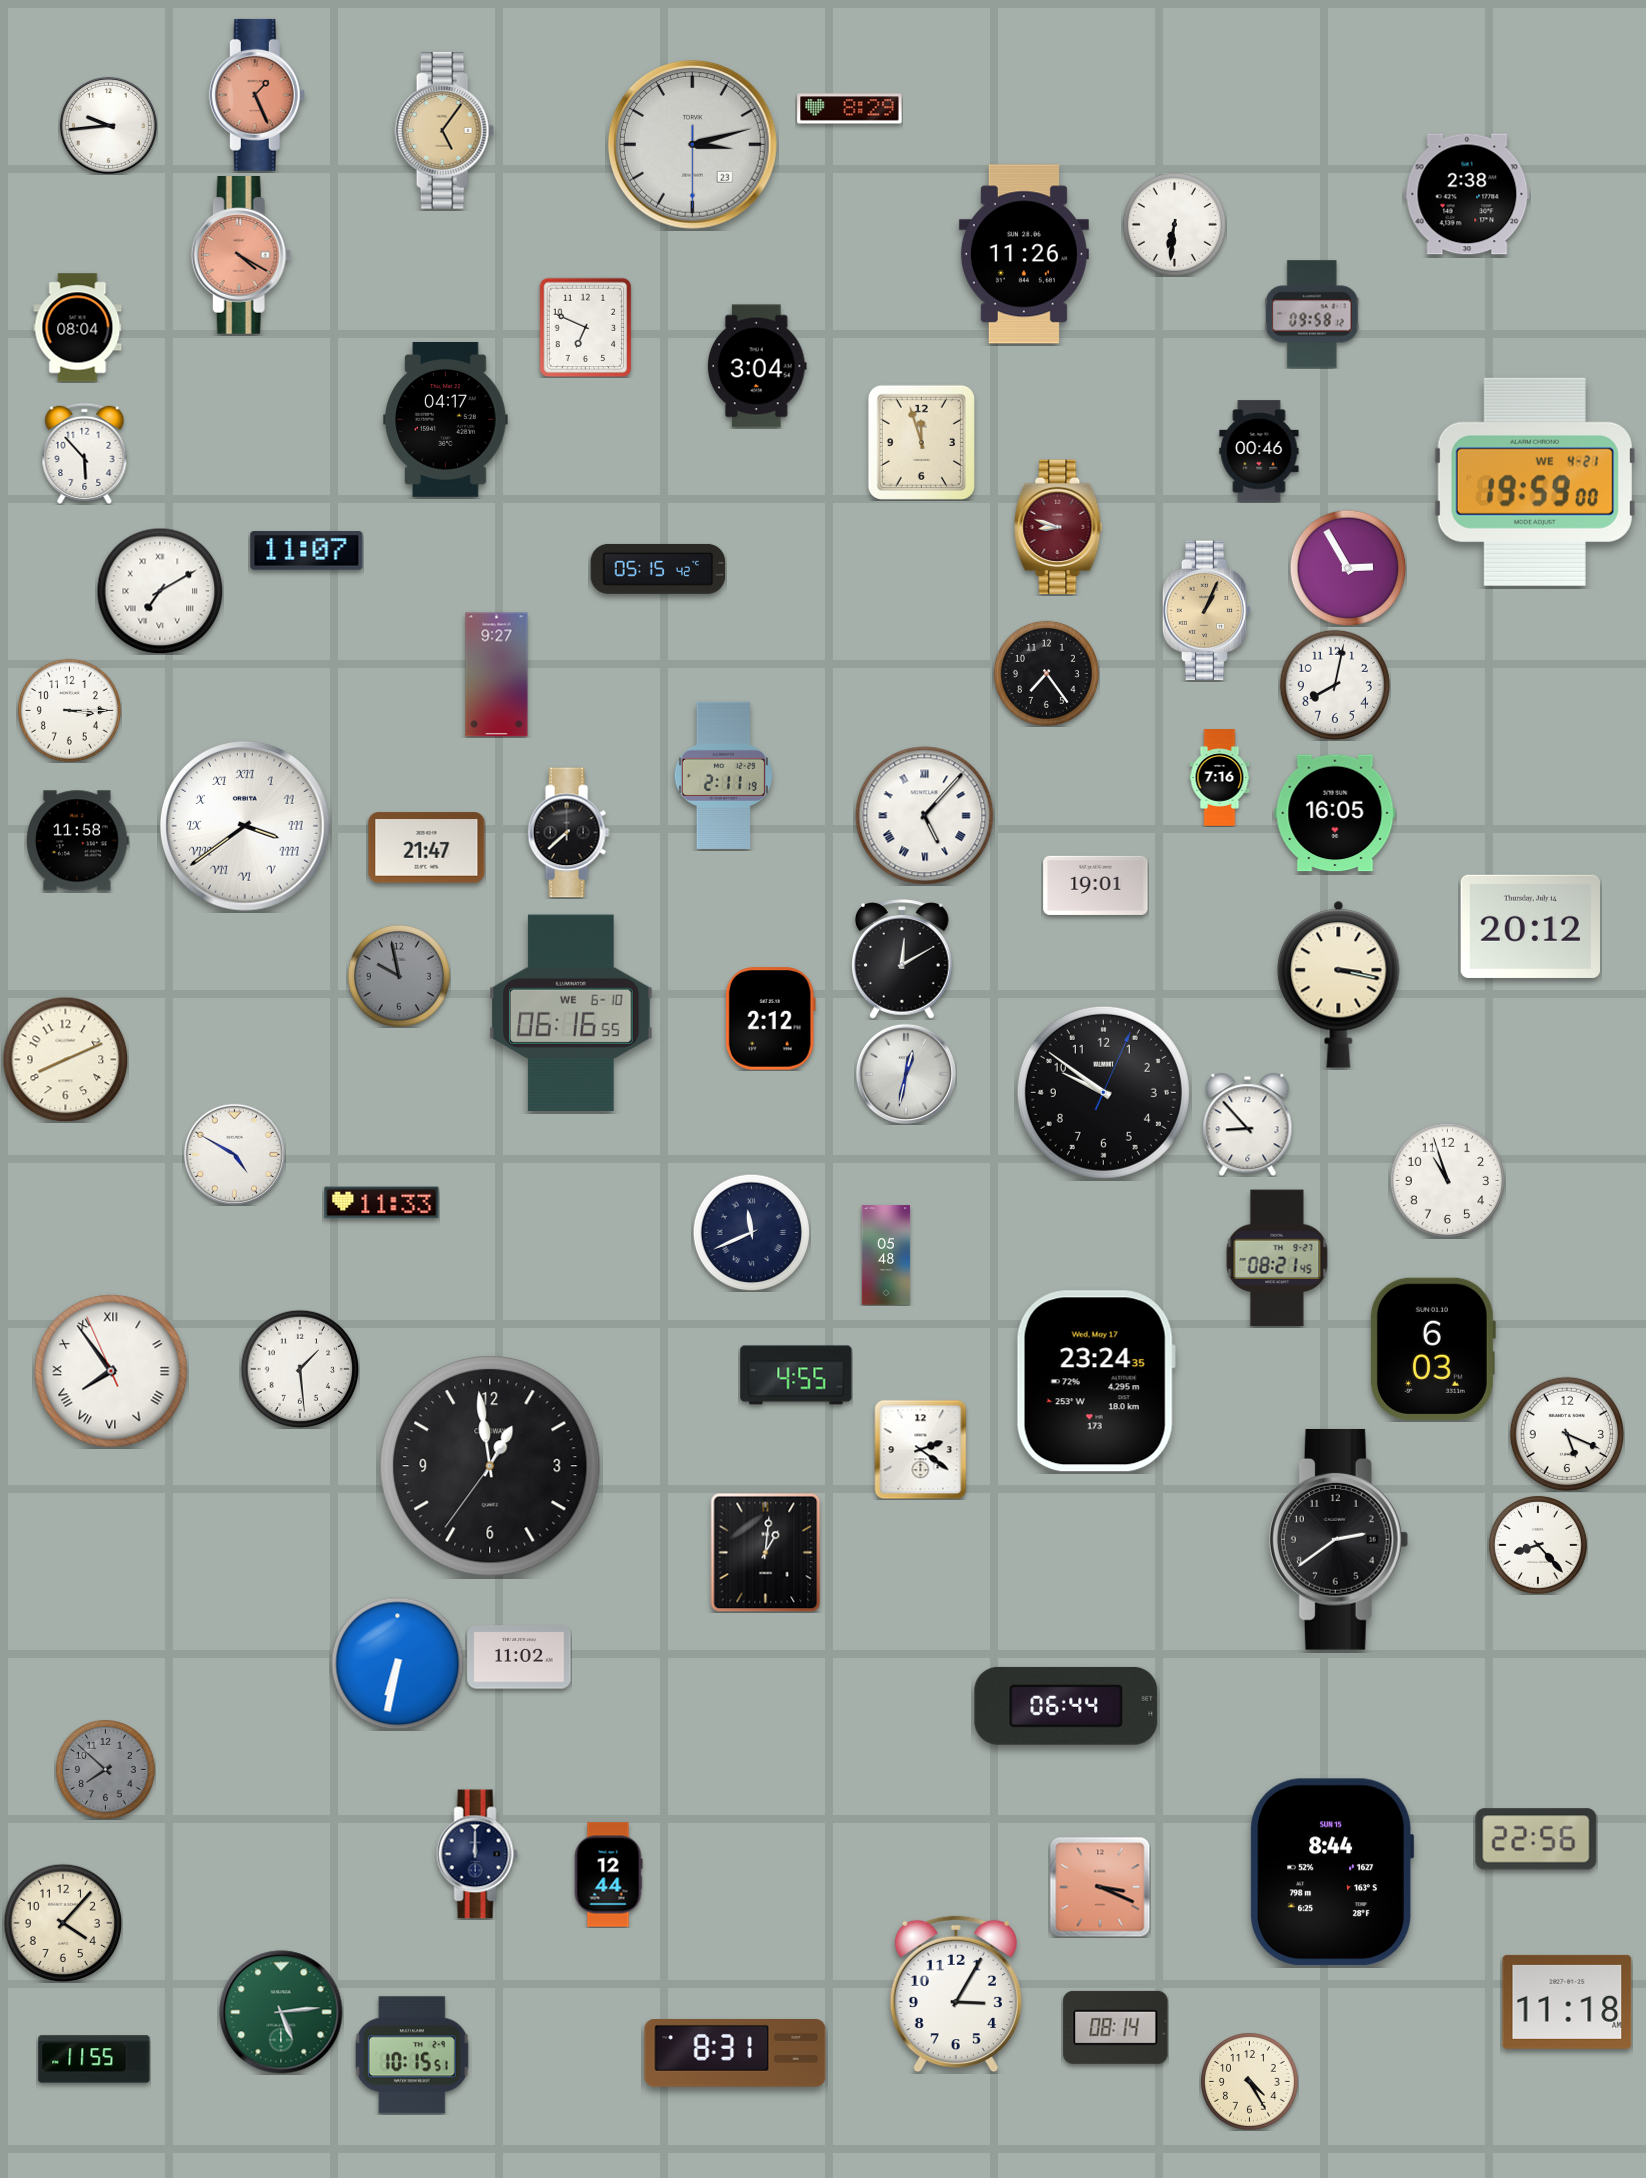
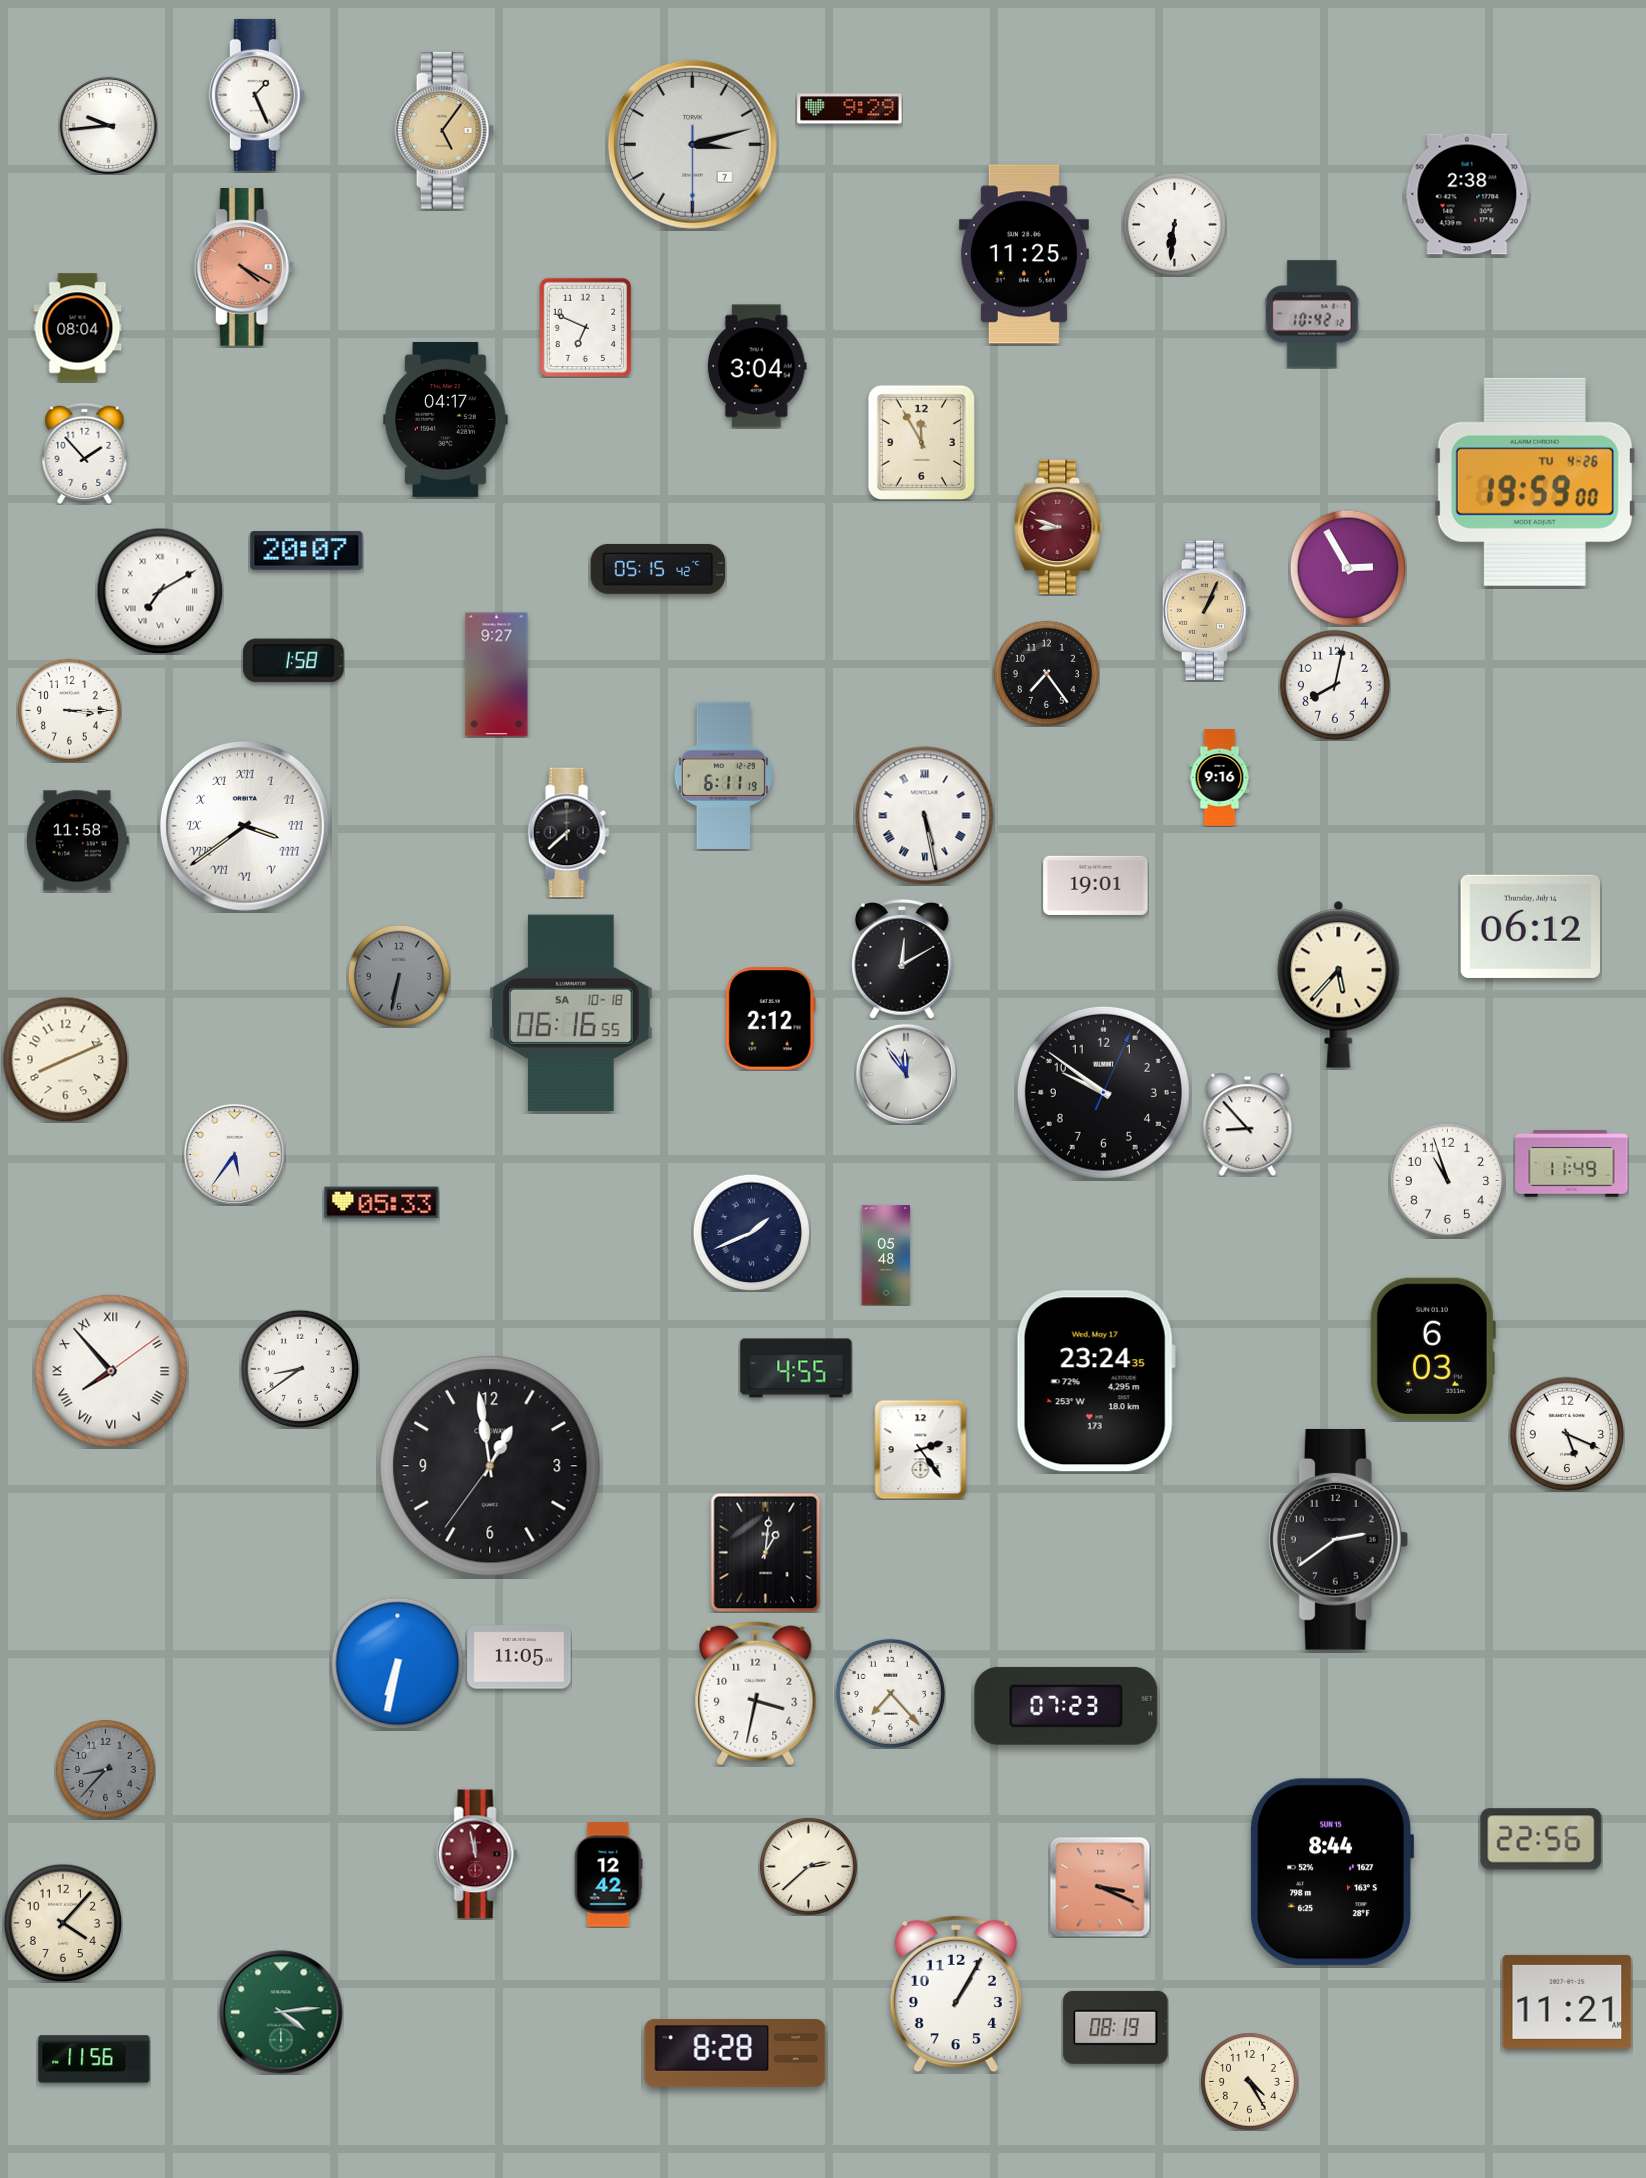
clock at (257, 95) dial: salmon -> white
clock at (850, 109): 8:29 -> 9:29
clock at (693, 145) date: 23 -> 7
clock at (1024, 254): 11:26 -> 11:25
clock at (241, 256) position: (241, 256) -> (244, 268)
clock at (1312, 314): 09:58 -> 10:42
clock at (921, 442): 11:57 -> 11:55
clock at (1259, 451): 00:46 -> none
clock at (85, 453): 5:53 -> 1:53
clock at (1535, 482) date: WE 4-21 -> TU 4-26
clock at (307, 551): 11:07 -> 20:07
clock at (294, 661): none -> 1:58
clock at (723, 775): 2:11 -> 6:11
clock at (1220, 778): 7:16 -> 9:16
clock at (1335, 813): 16:05 -> none
clock at (925, 816): 5:07 -> 5:28
clock at (427, 848): 21:47 -> none
clock at (1530, 926): 20:12 -> 06:12
clock at (399, 976): 9:58 -> 6:32
clock at (1339, 984): 3:17 -> 5:37
clock at (572, 1013) date: WE 6-10 -> SA 10-18
clock at (906, 1074): 12:32 -> 11:54
clock at (234, 1154): 4:50 -> 5:36
clock at (1572, 1164): none -> 11:49
clock at (382, 1203): 11:33 -> 05:33
clock at (751, 1232): 11:41 -> 1:41
clock at (1277, 1258): 08:21 -> none
clock at (300, 1369): 1:29 -> 8:39
clock at (111, 1371): 7:53:56 -> 7:53:09
clock at (796, 1375) position: (796, 1375) -> (796, 1368)
clock at (921, 1449): 2:21 -> 2:24
clock at (1539, 1546): 8:23 -> none
clock at (519, 1657): 11:02 -> 11:05
clock at (890, 1693): none -> 7:23
clock at (756, 1694): none -> 3:32
clock at (1066, 1706): 06:44 -> 07:23
clock at (105, 1769): 7:52 -> 8:37
clock at (1536, 1839) position: (1536, 1839) -> (1541, 1839)
clock at (477, 1854): 12:00 -> 11:58
clock at (477, 1854) dial: navy -> burgundy
clock at (809, 1867): none -> 2:38
clock at (608, 1875): 12:44 -> 12:42
clock at (956, 1994): 3:05 -> 1:05
clock at (1567, 2002): 11:18 -> 11:21
clock at (281, 2012): 5:14 -> 4:14
clock at (1116, 2027): 08:14 -> 08:19
clock at (735, 2054): 8:31 -> 8:28
clock at (412, 2055): 10:15 -> none
clock at (94, 2059): 11:55 -> 11:56
